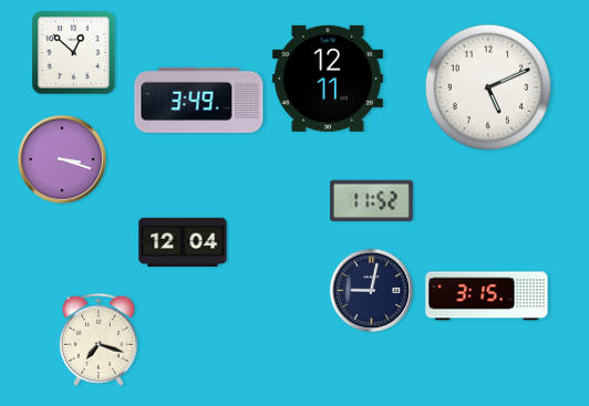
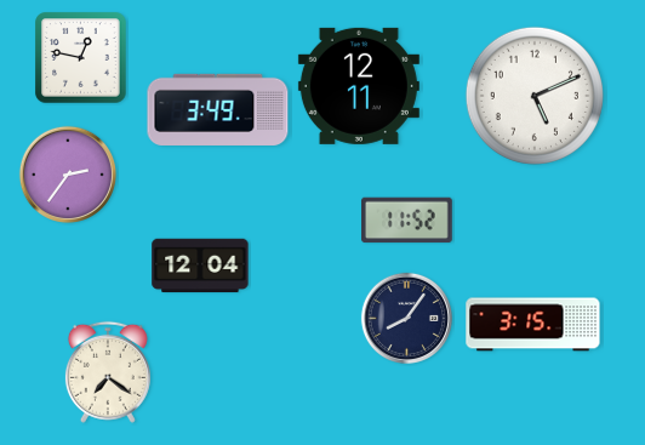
clock at (74, 53): 12:52 -> 12:47
clock at (61, 158): 3:18 -> 2:36
clock at (371, 290): 9:02 -> 8:06
clock at (99, 340): 7:18 -> 7:21
